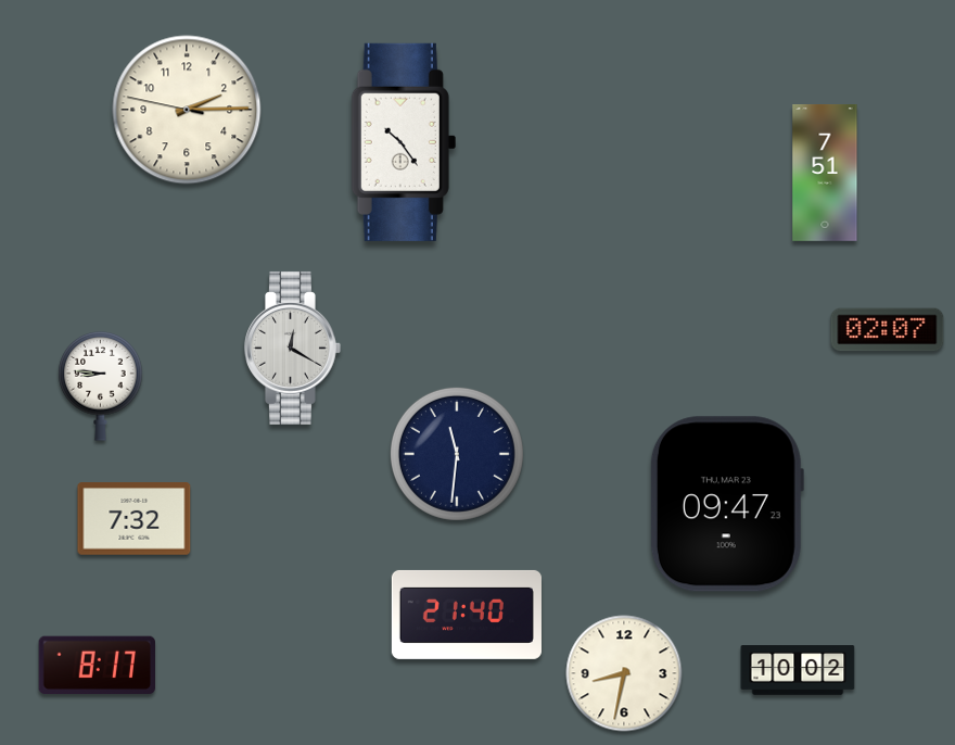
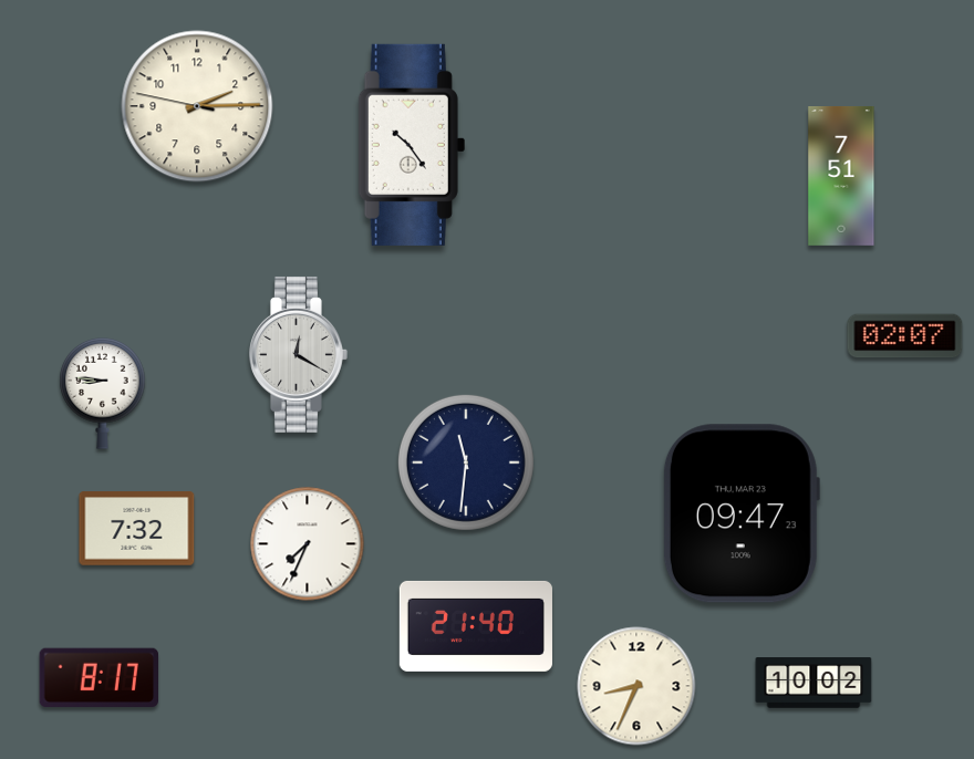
clock at (187, 110) position: (187, 110) -> (197, 106)
clock at (308, 544): none -> 7:34
clock at (624, 673): 8:32 -> 8:34
